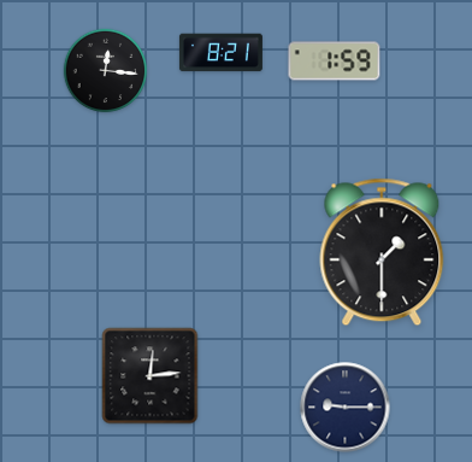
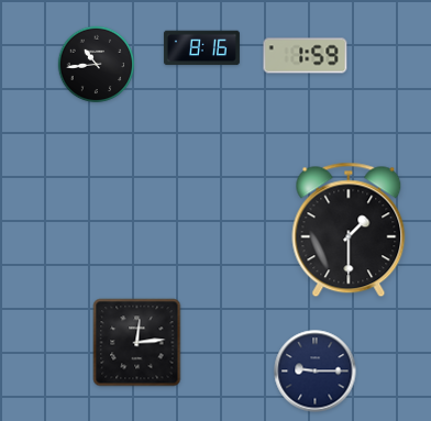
clock at (220, 53): 8:21 -> 8:16
clock at (106, 71): 12:16 -> 10:44
